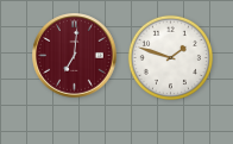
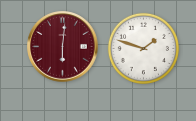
clock at (75, 56): 7:01 -> 6:01
